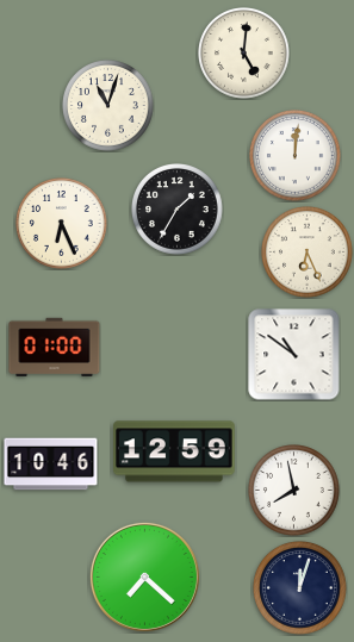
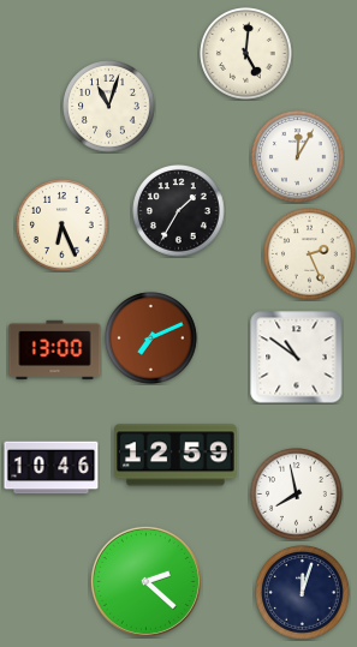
clock at (296, 156): 12:01 -> 12:05
clock at (308, 253): 6:26 -> 2:26
clock at (151, 339): none -> 7:11
clock at (55, 347): 01:00 -> 13:00
clock at (144, 576): 7:22 -> 2:22
